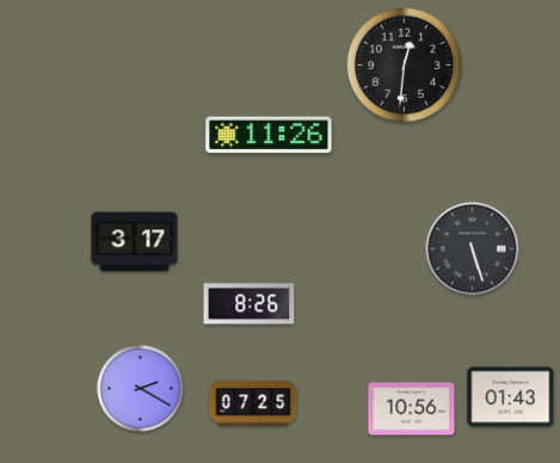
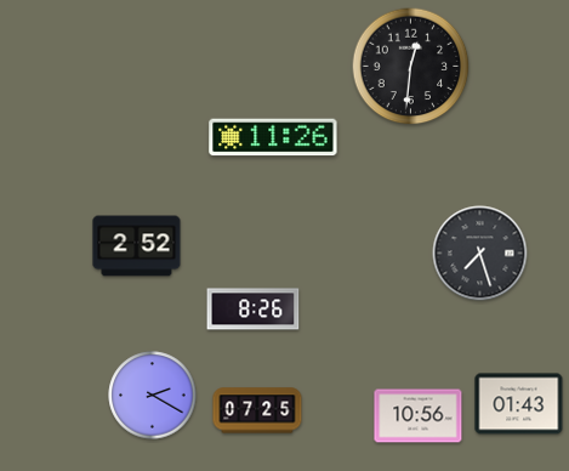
clock at (135, 242): 3:17 -> 2:52
clock at (473, 249): 5:27 -> 7:27
clock at (141, 389) position: (141, 389) -> (153, 396)
